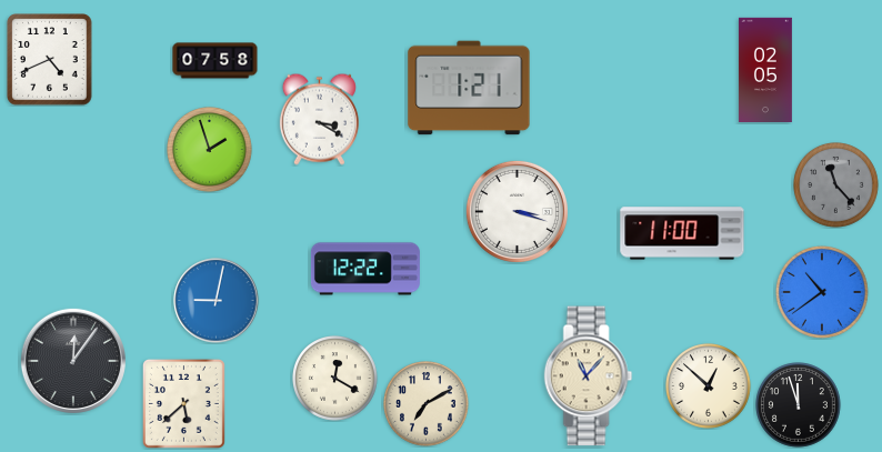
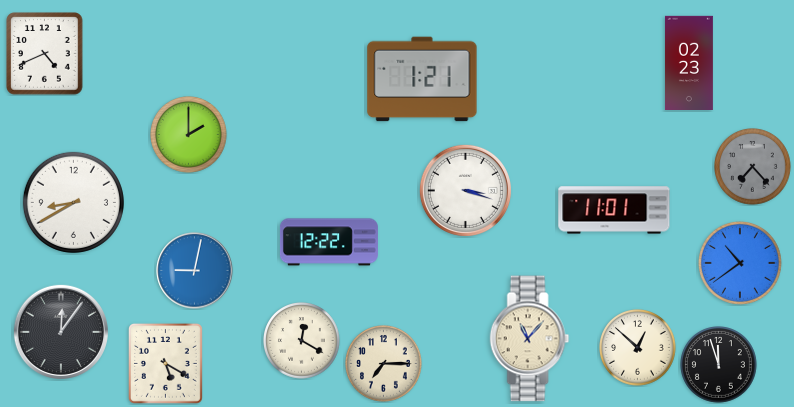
clock at (216, 61): 07:58 -> none
clock at (765, 69): 02:05 -> 02:23
clock at (319, 119): 3:20 -> none
clock at (210, 150): 1:57 -> 2:00
clock at (836, 185): 11:23 -> 7:23
clock at (73, 202): none -> 8:40
clock at (682, 233): 11:00 -> 11:01
clock at (73, 361) position: (73, 361) -> (61, 332)
clock at (183, 403): 5:38 -> 5:20
clock at (427, 404): 7:10 -> 7:15
